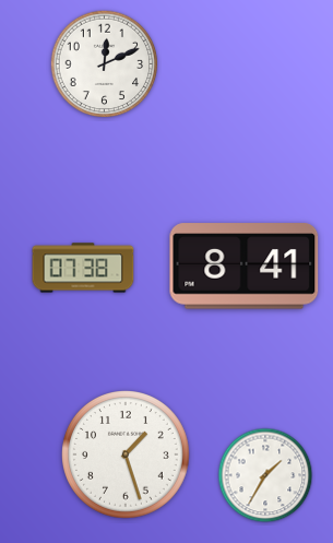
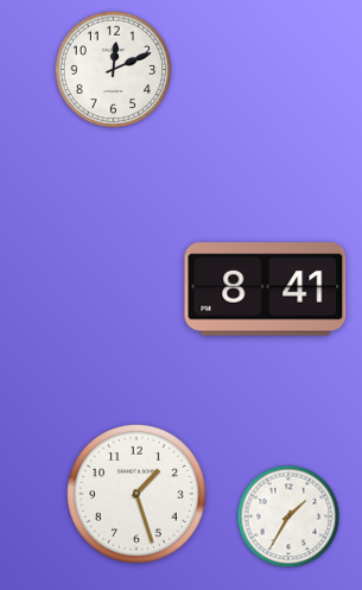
clock at (83, 268): 07:38 -> none
